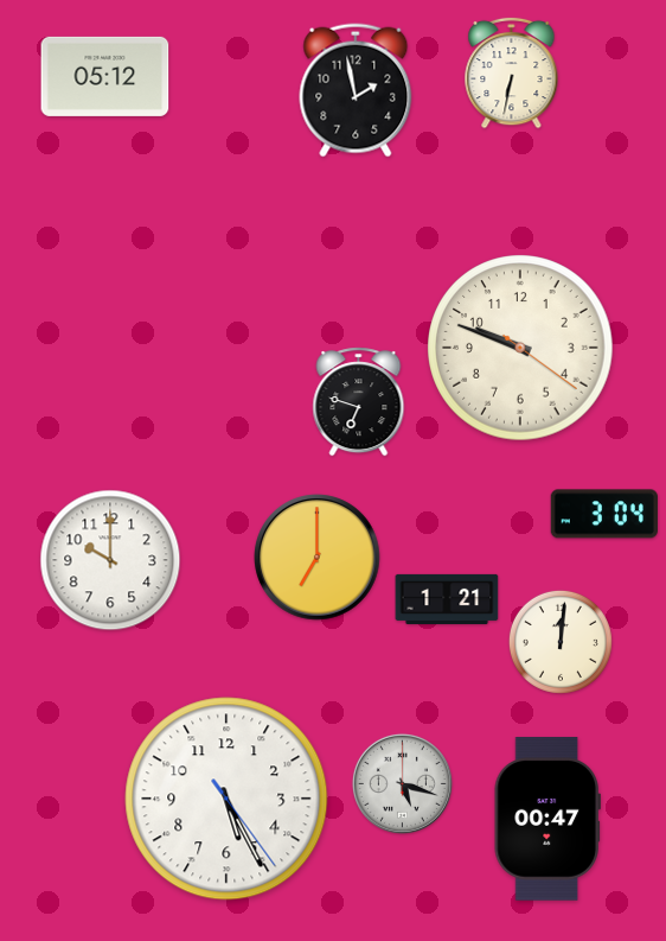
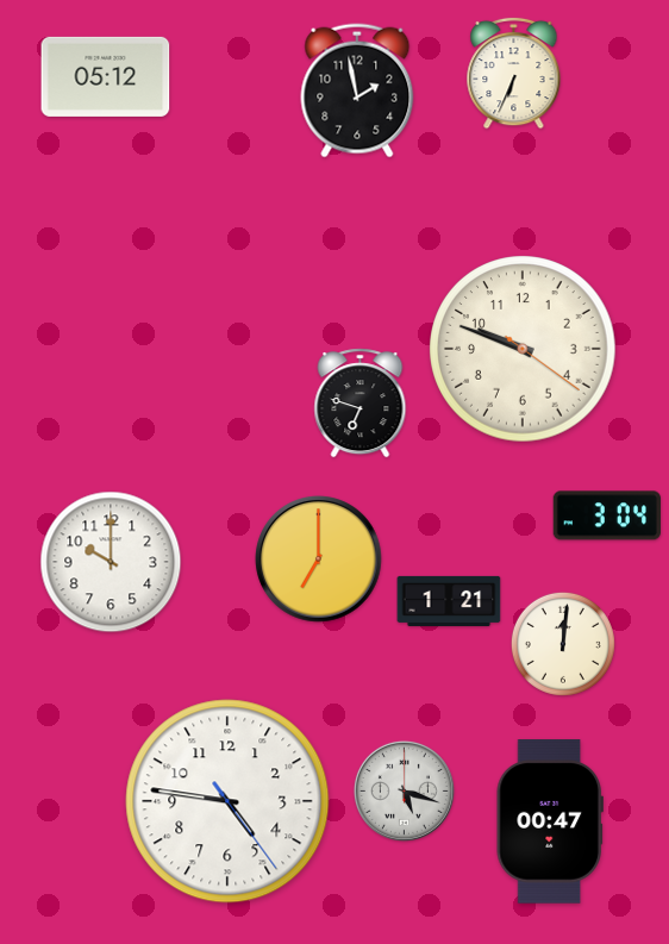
clock at (512, 72): 6:32 -> 6:34
clock at (402, 783) position: (402, 783) -> (404, 790)
clock at (226, 799): 5:25 -> 4:46
